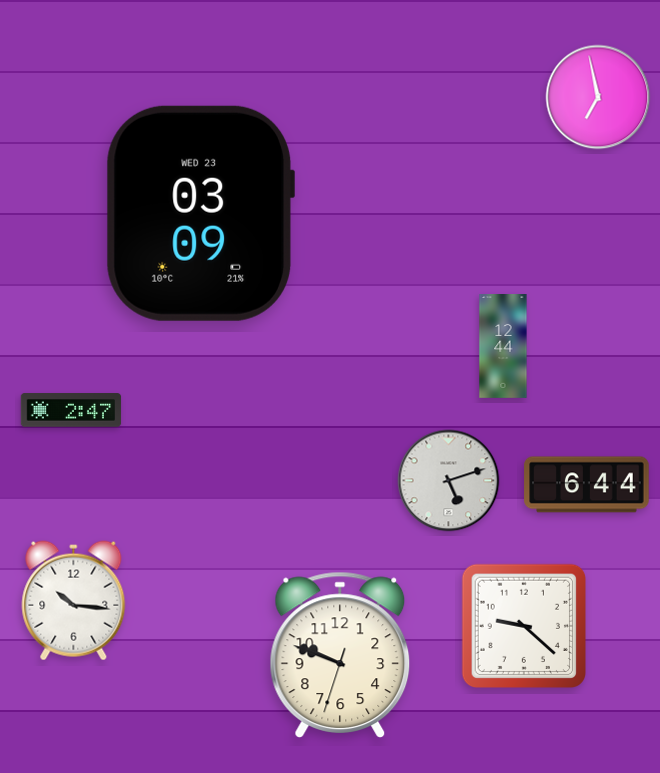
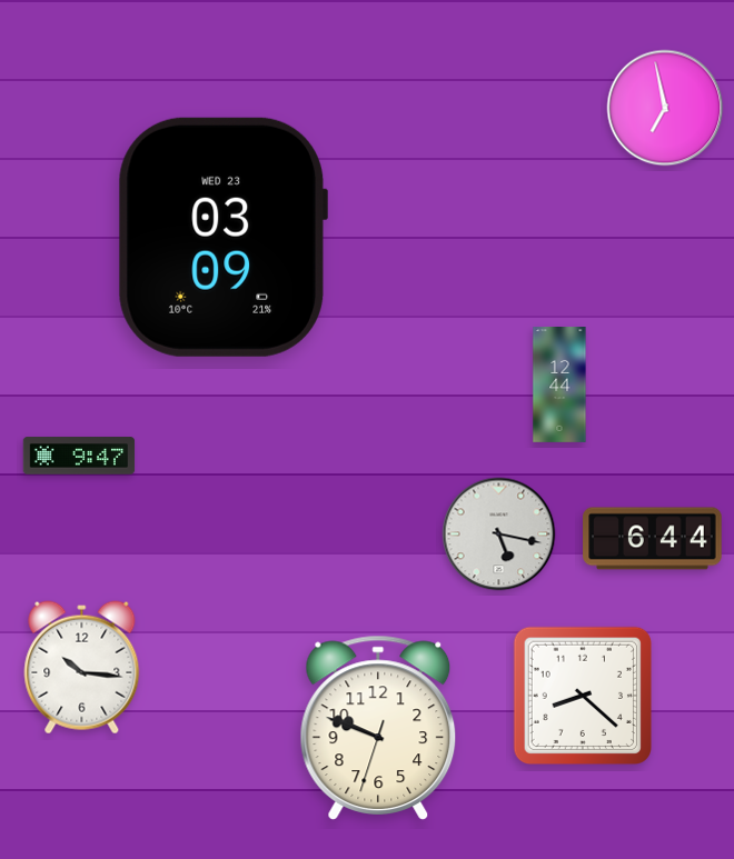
clock at (71, 410): 2:47 -> 9:47
clock at (449, 481): 5:12 -> 5:17
clock at (523, 625): 9:22 -> 8:22
